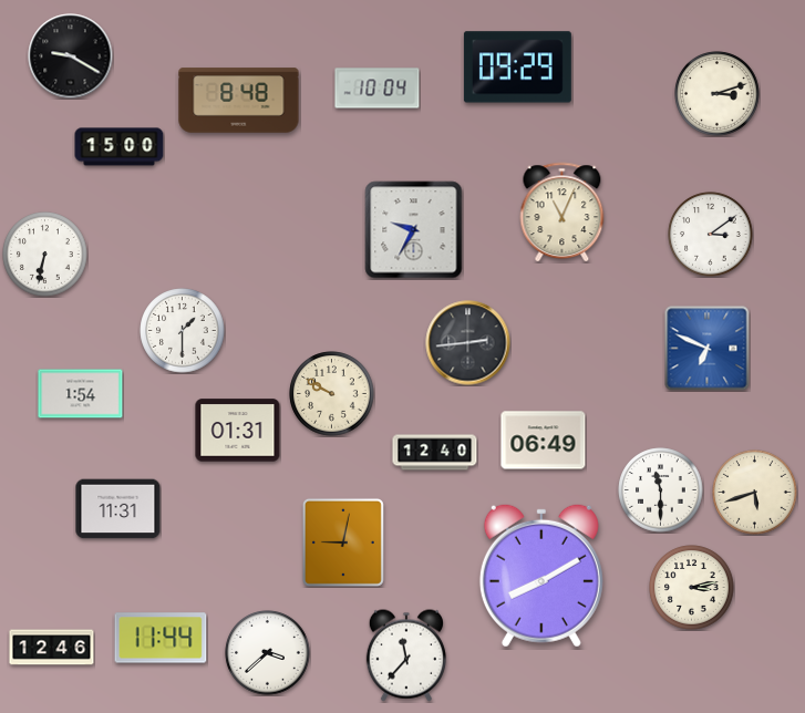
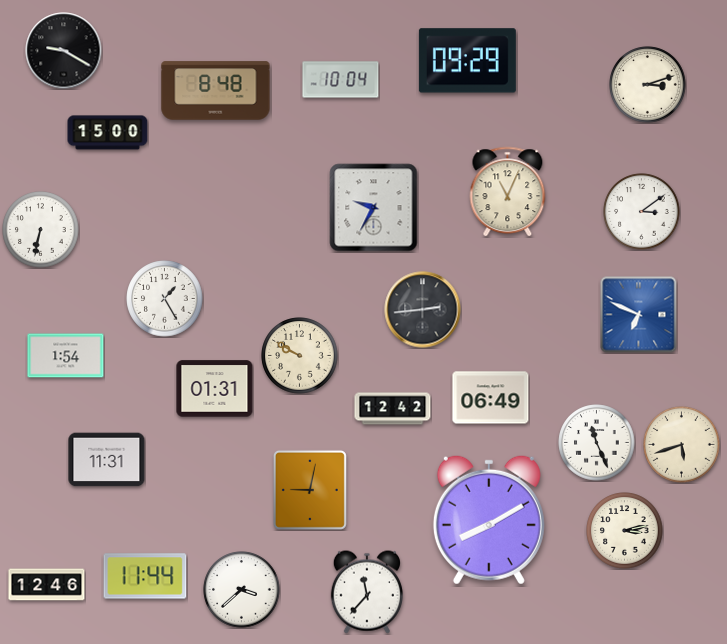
clock at (183, 331): 1:30 -> 1:25
clock at (81, 394) position: (81, 394) -> (66, 356)
clock at (435, 453): 12:40 -> 12:42
clock at (661, 490): 11:30 -> 11:26
